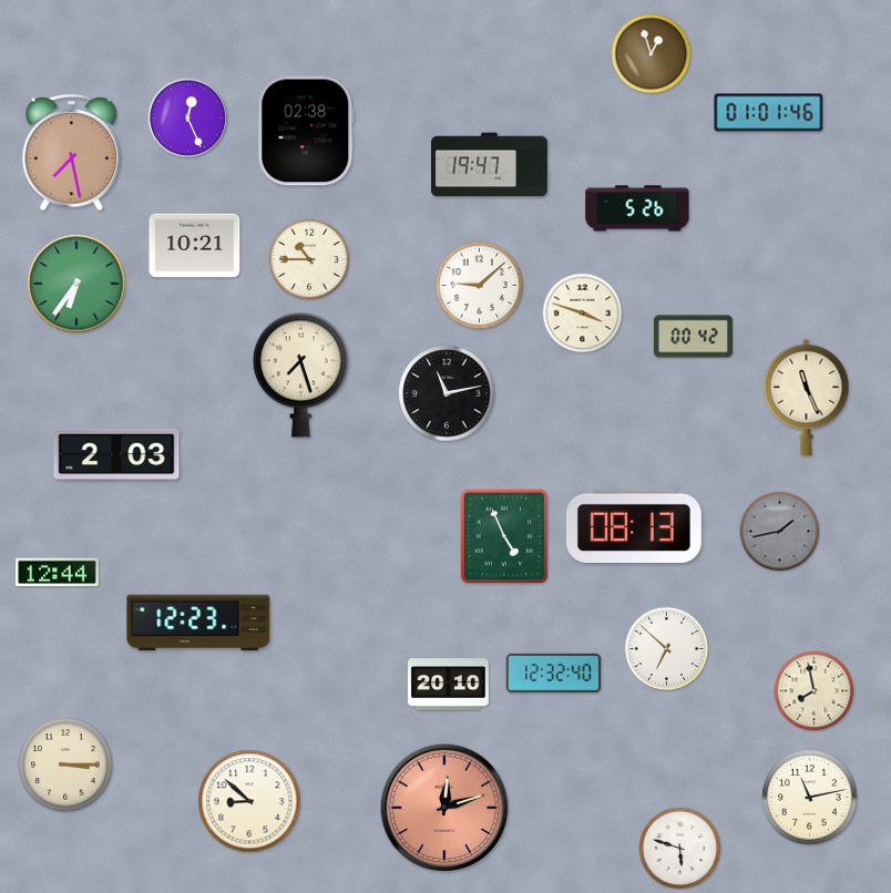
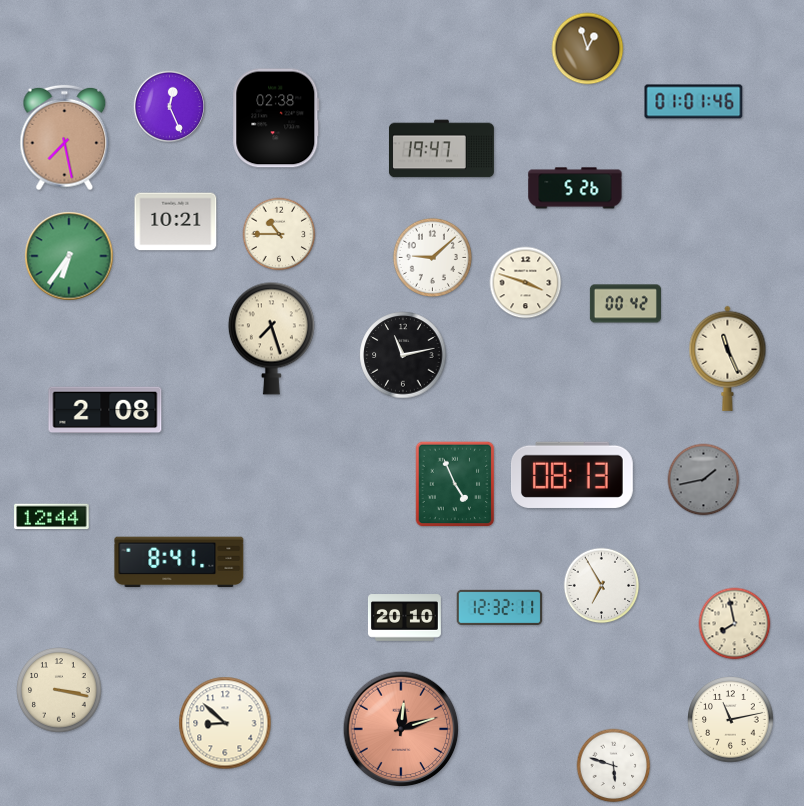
clock at (116, 454): 2:03 -> 2:08
clock at (198, 623): 12:23 -> 8:41
clock at (667, 649): 6:52 -> 6:55
clock at (554, 673): 12:32:40 -> 12:32:11
clock at (65, 764): 3:15 -> 3:17
